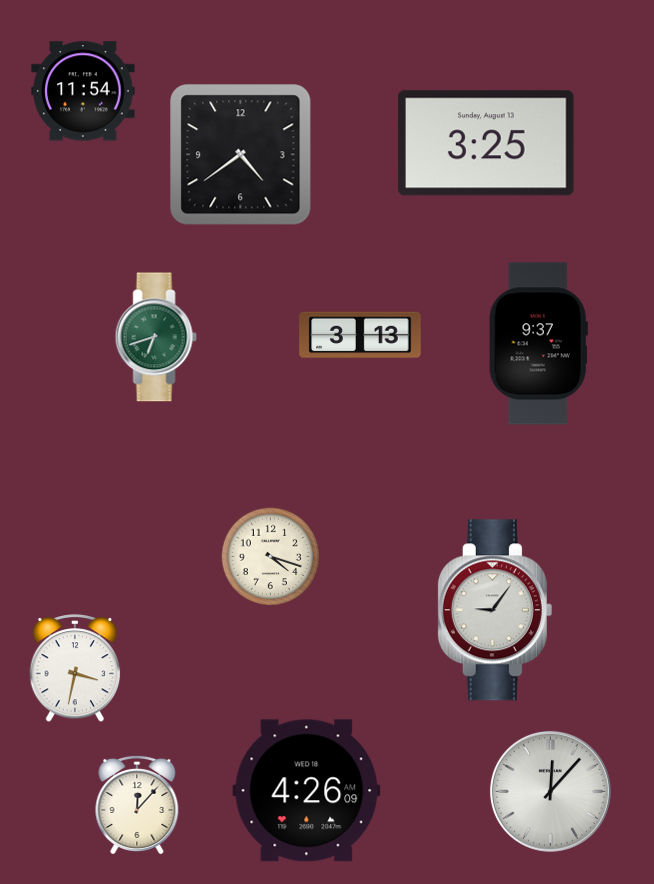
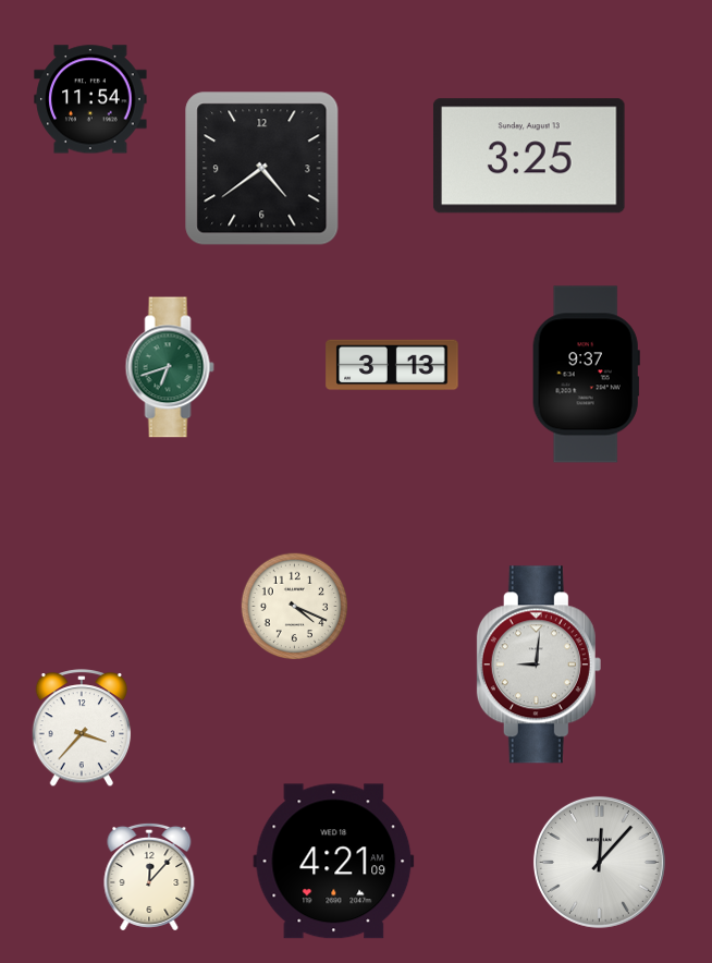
clock at (271, 557): 4:18 -> 4:19
clock at (495, 610): 9:06 -> 9:01
clock at (75, 669): 3:32 -> 3:37
clock at (307, 791): 4:26 -> 4:21
